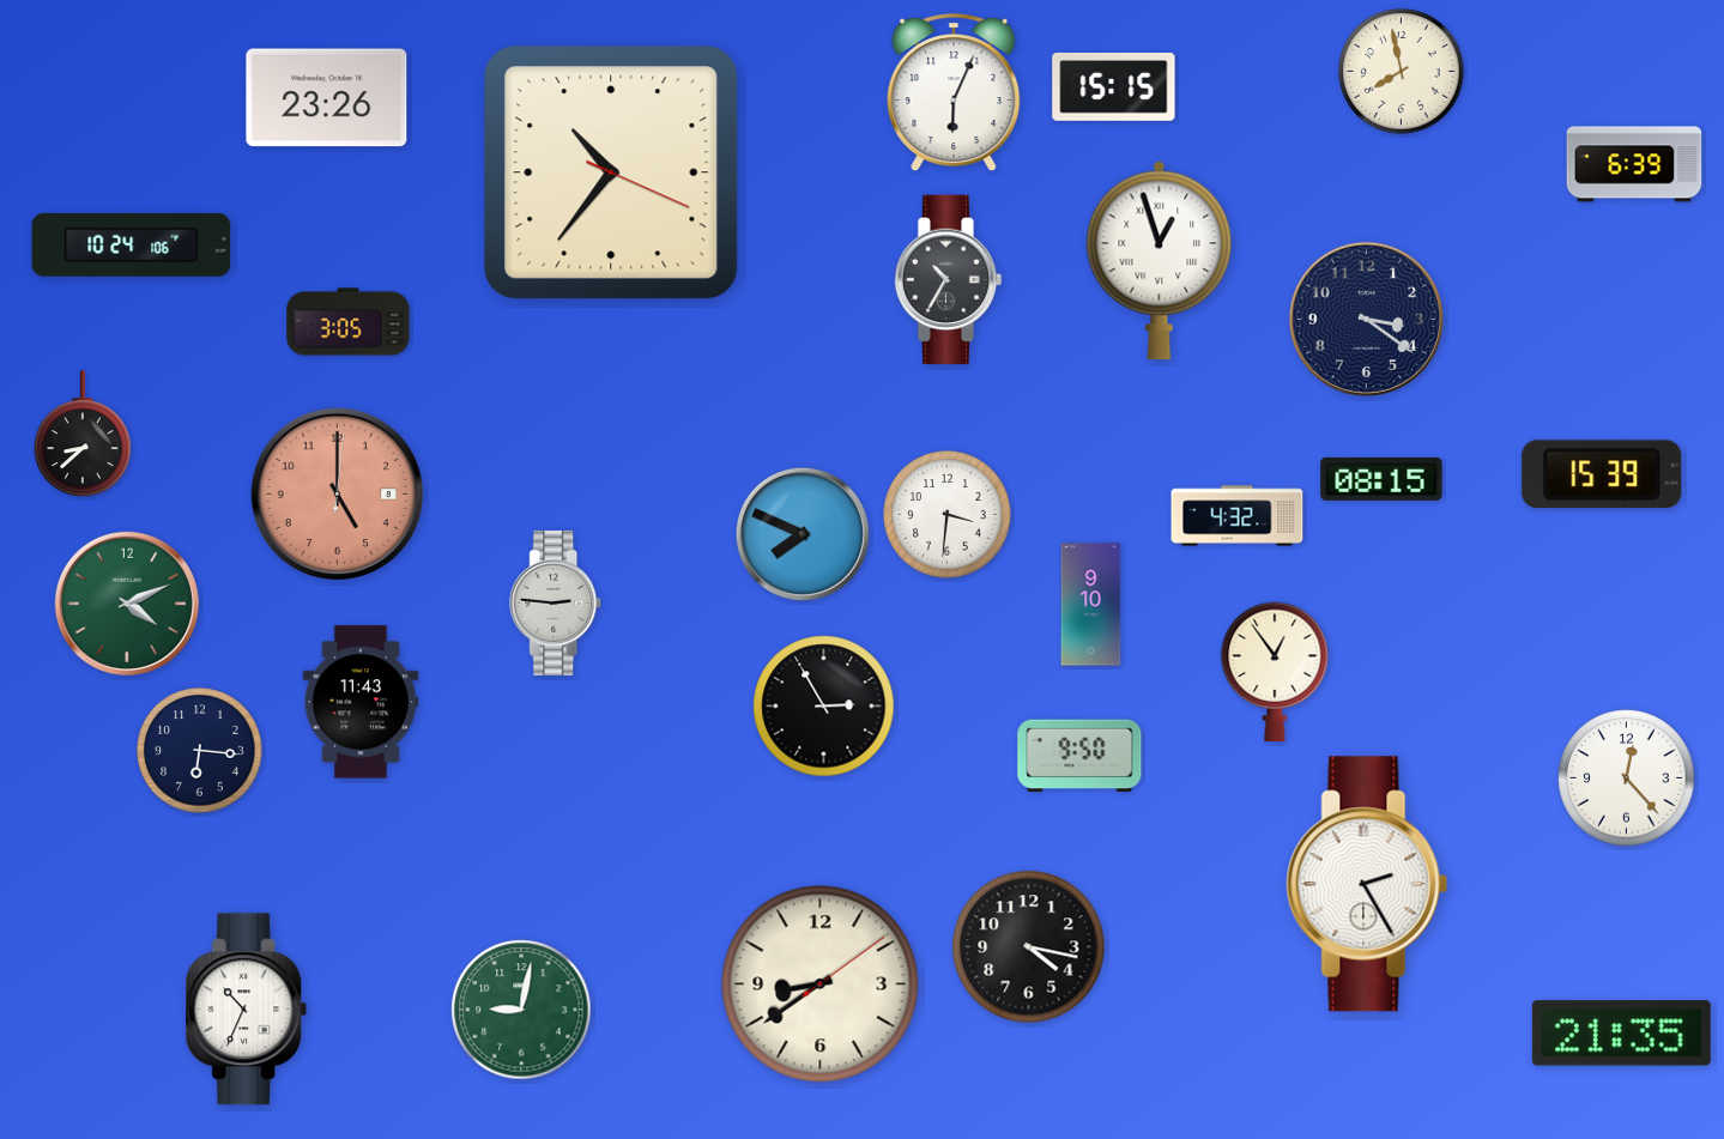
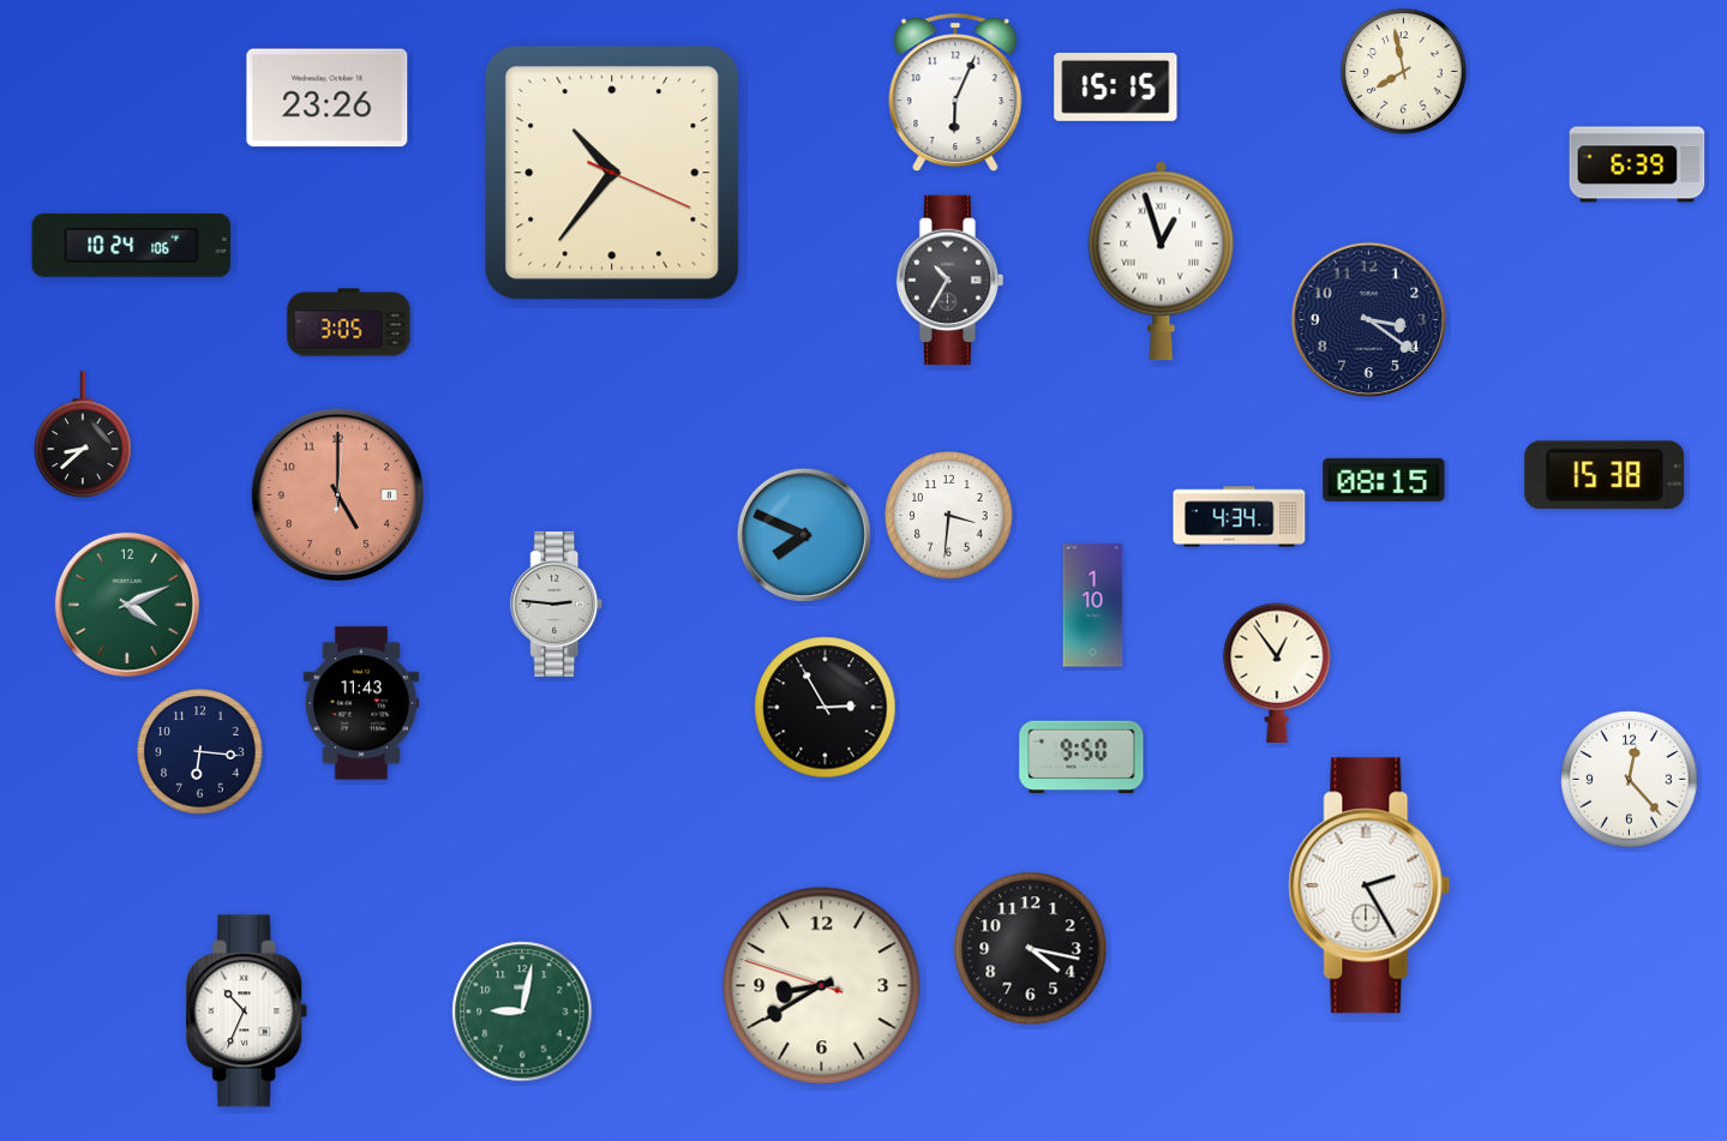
clock at (1602, 474): 15:39 -> 15:38
clock at (1238, 516): 4:32 -> 4:34
clock at (1091, 605): 9:10 -> 1:10
clock at (821, 984): 8:39:09 -> 8:39:48
clock at (1621, 1034): 21:35 -> none
